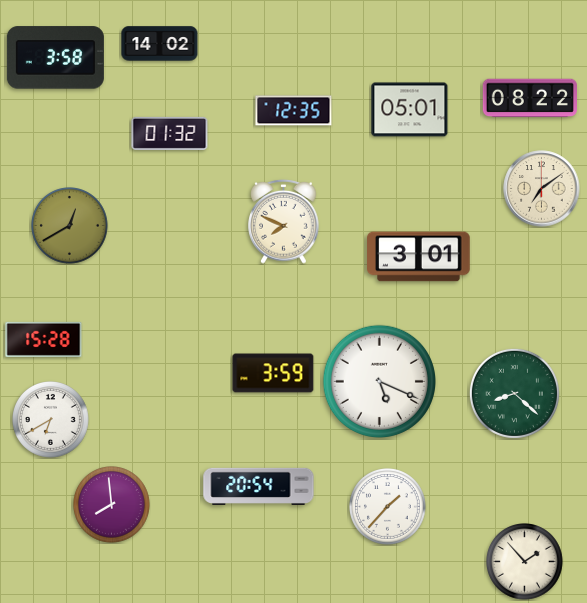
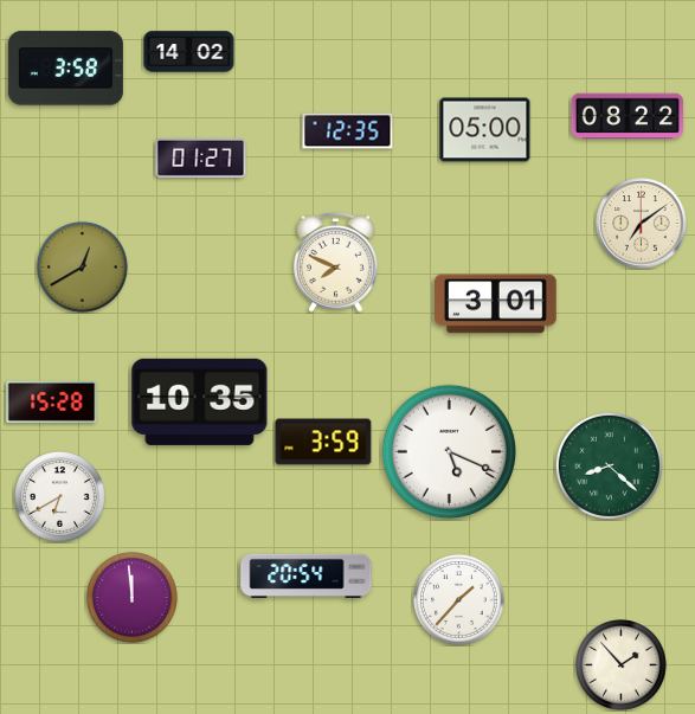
clock at (410, 110): 05:01 -> 05:00
clock at (170, 133): 01:32 -> 01:27
clock at (200, 401): none -> 10:35
clock at (112, 505): 7:59 -> 11:59
